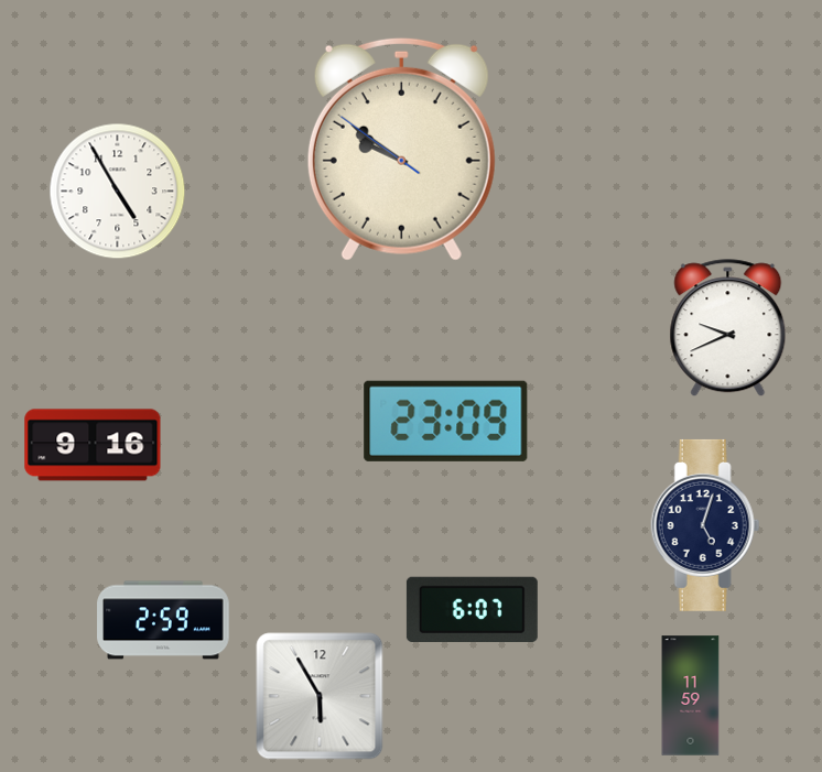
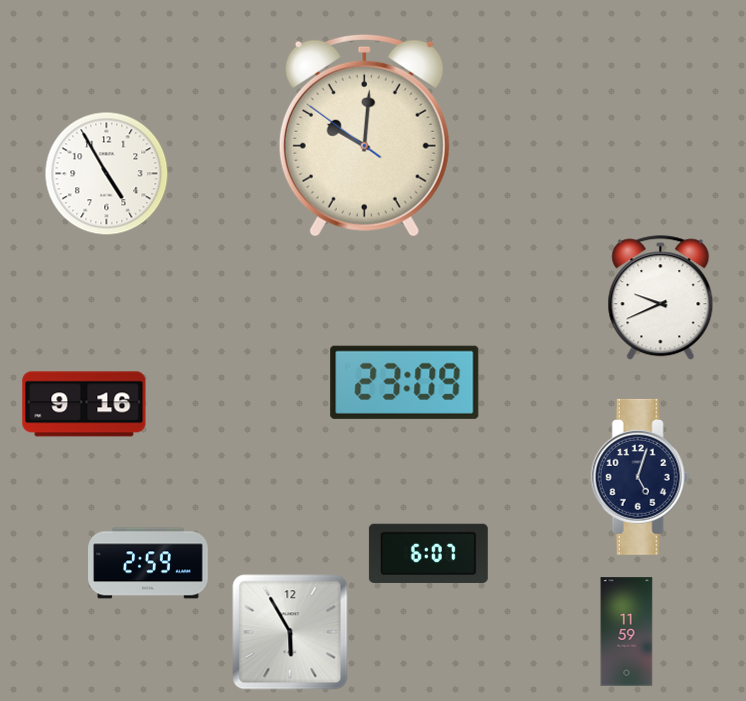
clock at (401, 149): 9:50 -> 10:00
